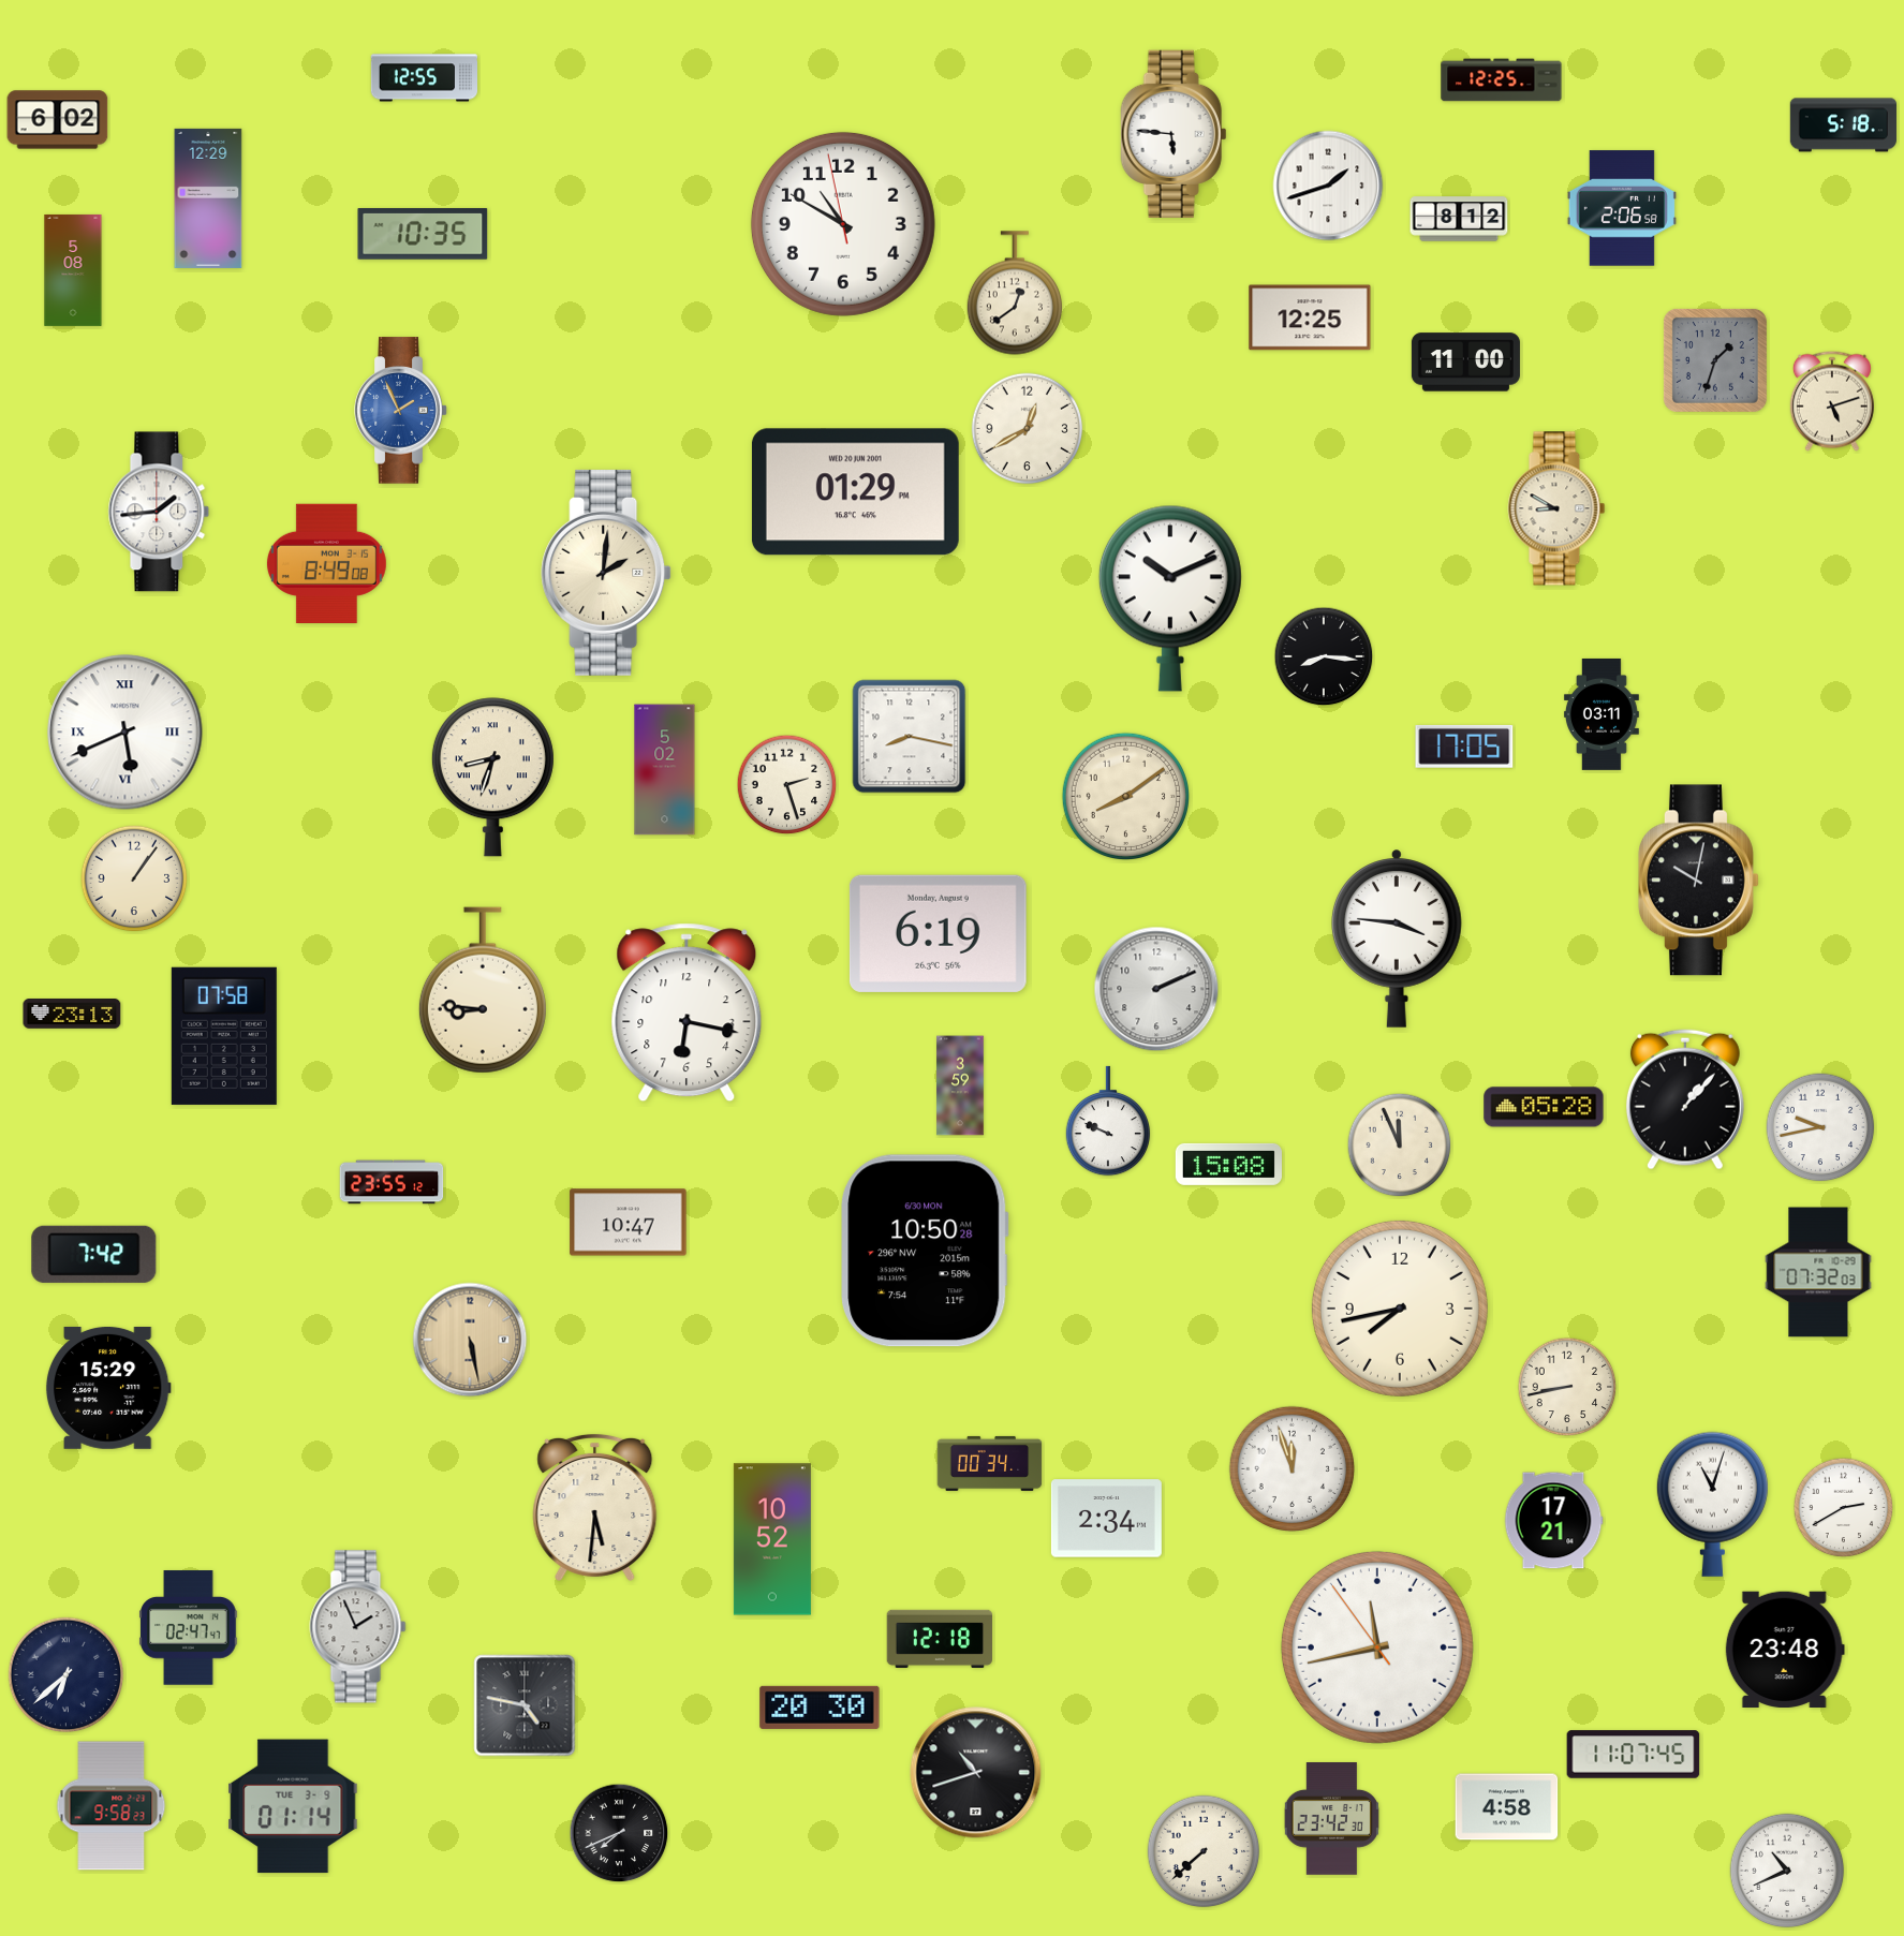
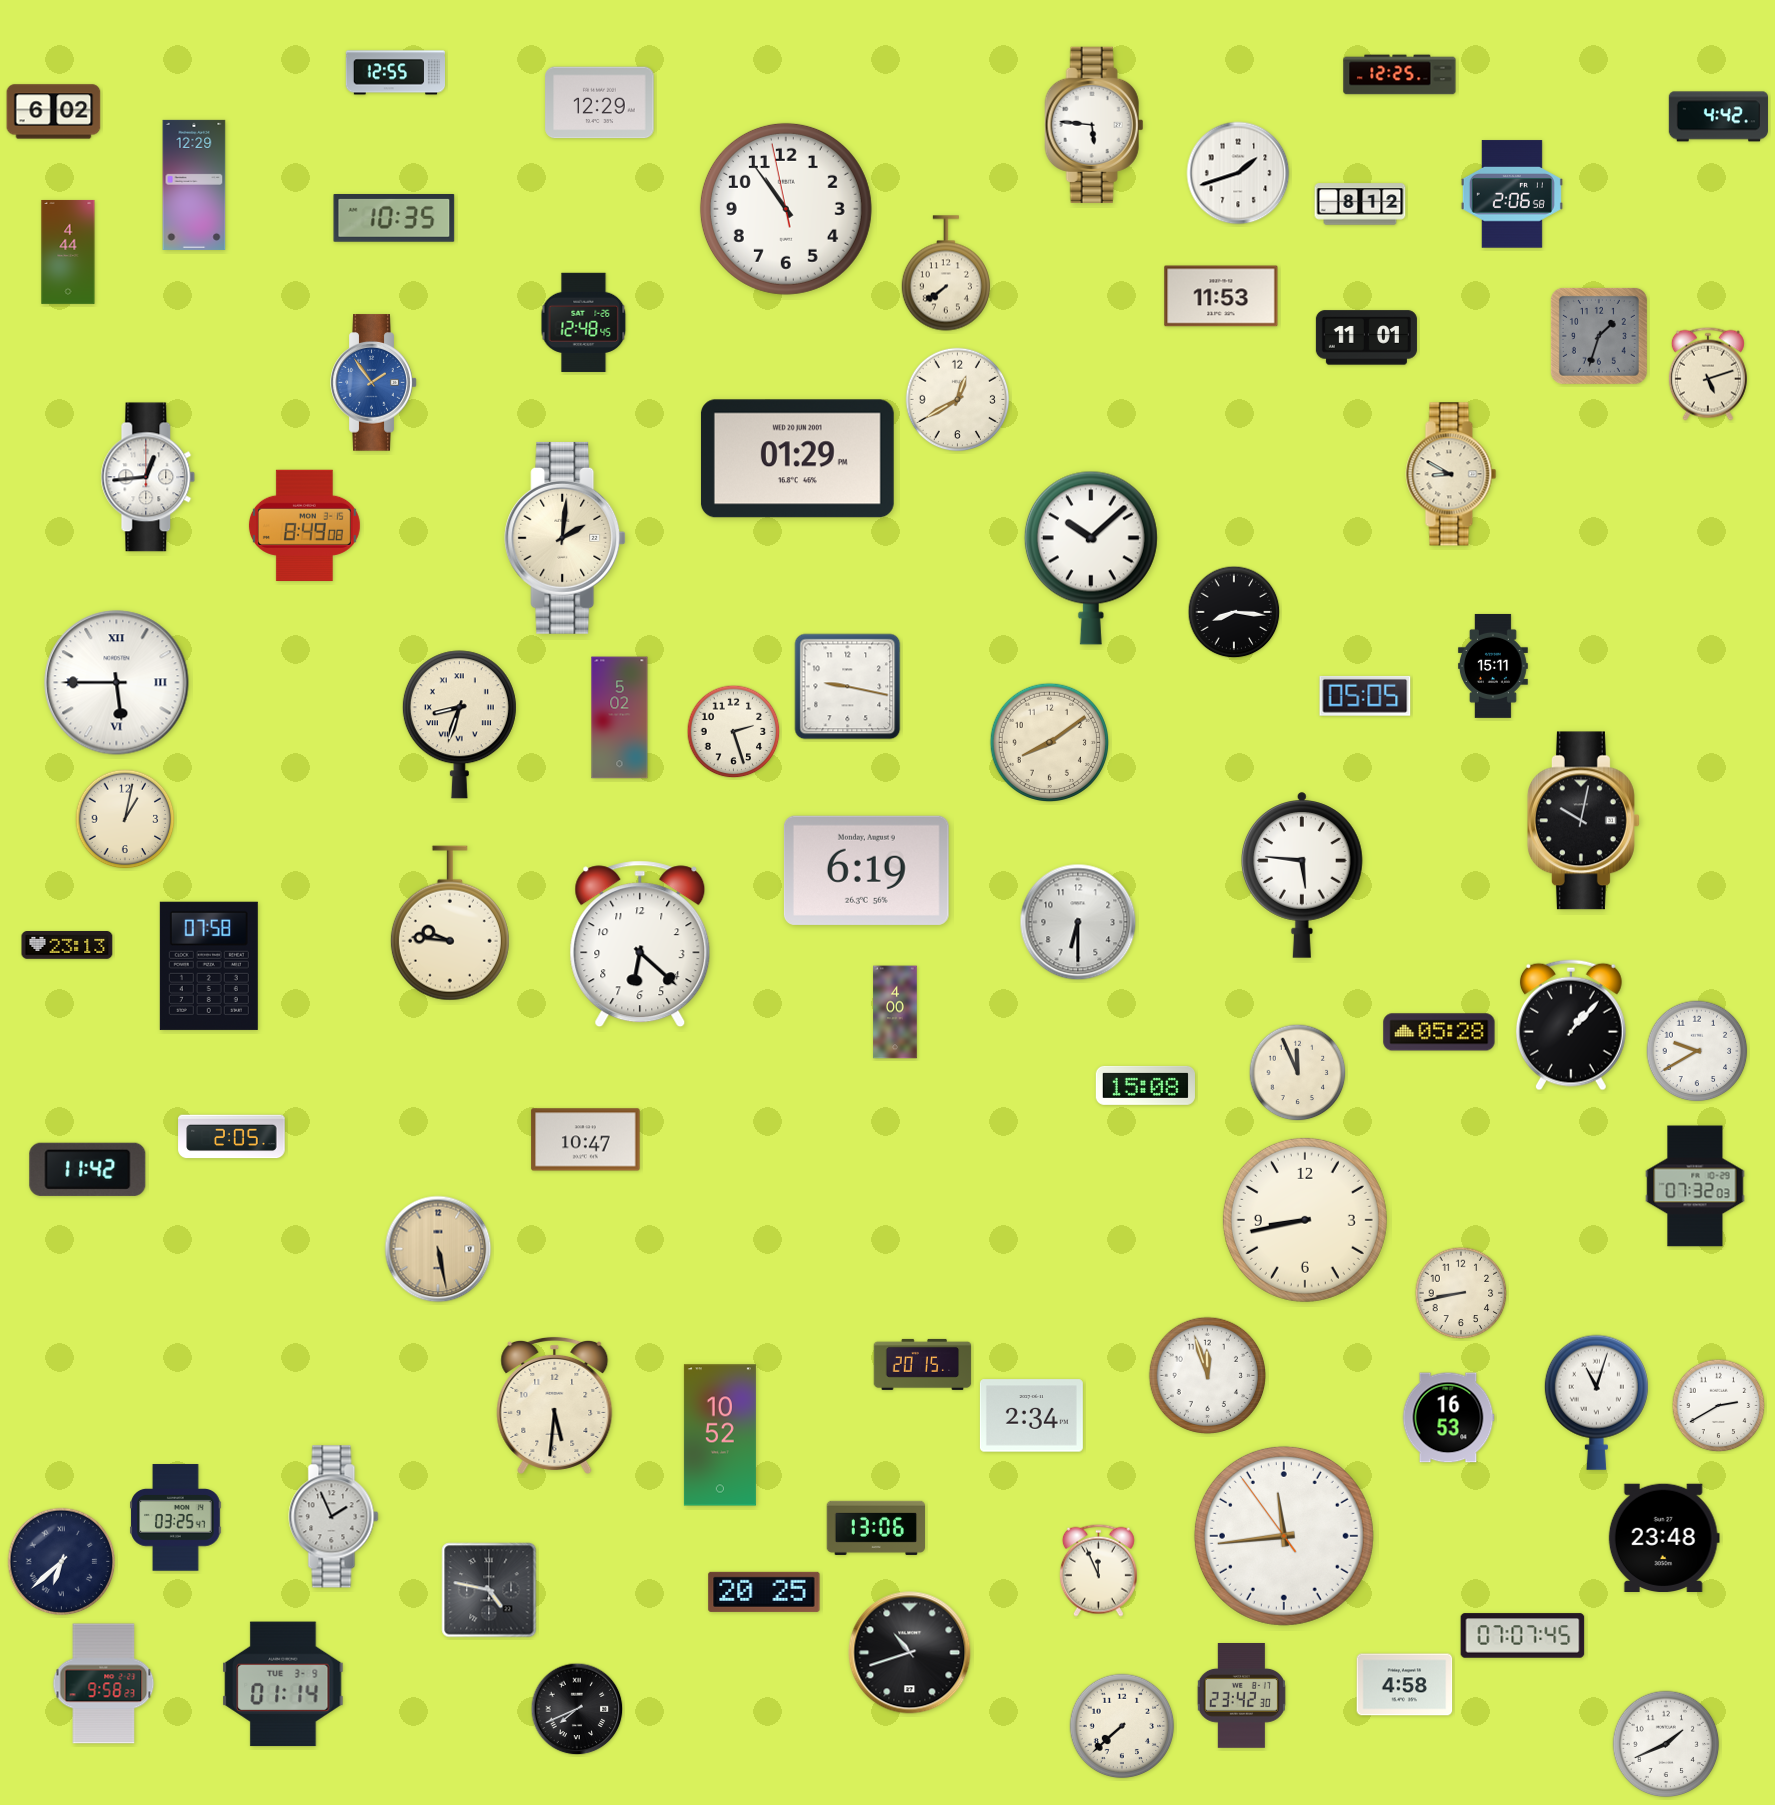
clock at (600, 103): none -> 12:29
clock at (1843, 125): 5:18 -> 4:42
clock at (843, 224): 10:49 -> 10:53
clock at (73, 270): 5:08 -> 4:44
clock at (1015, 293): 12:39 -> 7:39
clock at (1310, 317): 12:25 -> 11:53
clock at (584, 322): none -> 12:48
clock at (1465, 363): 11:00 -> 11:01
clock at (401, 411): 1:56 -> 1:54
clock at (159, 512): 1:44 -> 12:44
clock at (606, 573) position: (606, 573) -> (565, 538)
clock at (1170, 598): 10:11 -> 10:08
clock at (1602, 714): 03:11 -> 15:11
clock at (126, 733): 5:41 -> 5:45
clock at (910, 737): 8:17 -> 9:17
clock at (1464, 747): 17:05 -> 05:05
clock at (134, 878): 1:06 -> 1:02
clock at (938, 933) position: (938, 933) -> (866, 870)
clock at (1398, 939): 3:46 -> 5:46
clock at (1156, 989): 2:11 -> 6:30
clock at (483, 990): 8:46 -> 9:46
clock at (687, 1013): 6:17 -> 6:22
clock at (960, 1085): 3:59 -> 4:00
clock at (1108, 1121): 9:49 -> none
clock at (1820, 1127): 9:43 -> 9:40
clock at (1400, 1146) position: (1400, 1146) -> (1298, 1073)
clock at (392, 1182): 23:55 -> none
clock at (232, 1137): none -> 2:05
clock at (925, 1251): 10:50 -> none
clock at (94, 1254): 7:42 -> 11:42
clock at (1400, 1309): 7:43 -> 8:43
clock at (108, 1388): 15:29 -> none
clock at (990, 1463): 00:34 -> 20:15
clock at (1292, 1468) position: (1292, 1468) -> (1207, 1375)
clock at (1553, 1521): 17:21 -> 16:53
clock at (189, 1628): 02:47 -> 03:25
clock at (939, 1639): 12:18 -> 13:06
clock at (1377, 1647): 11:42 -> 11:43
clock at (1098, 1570): none -> 11:56
clock at (820, 1708): 20:30 -> 20:25
clock at (1634, 1755): 11:07 -> 07:07
clock at (293, 1806) position: (293, 1806) -> (283, 1684)
clock at (1787, 1871): 10:41 -> 1:41
